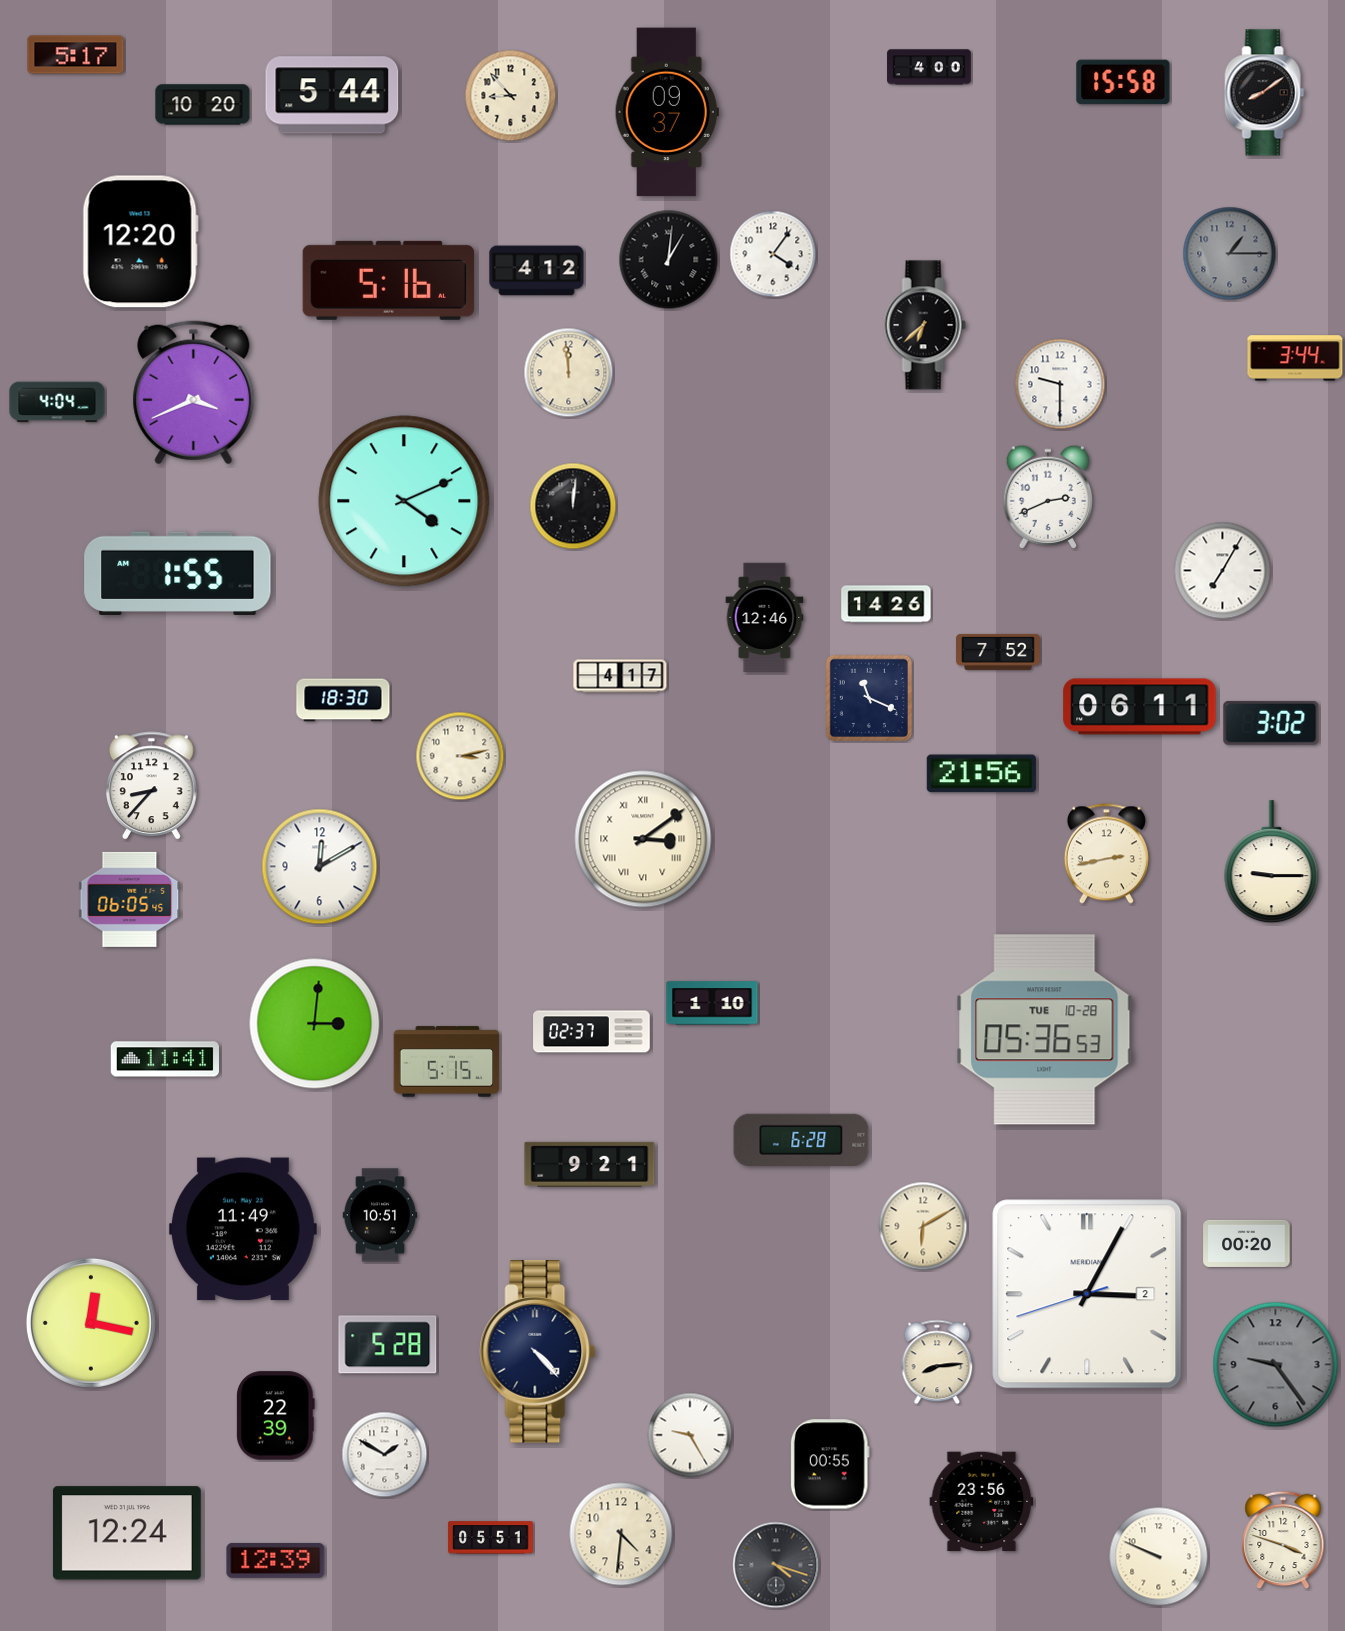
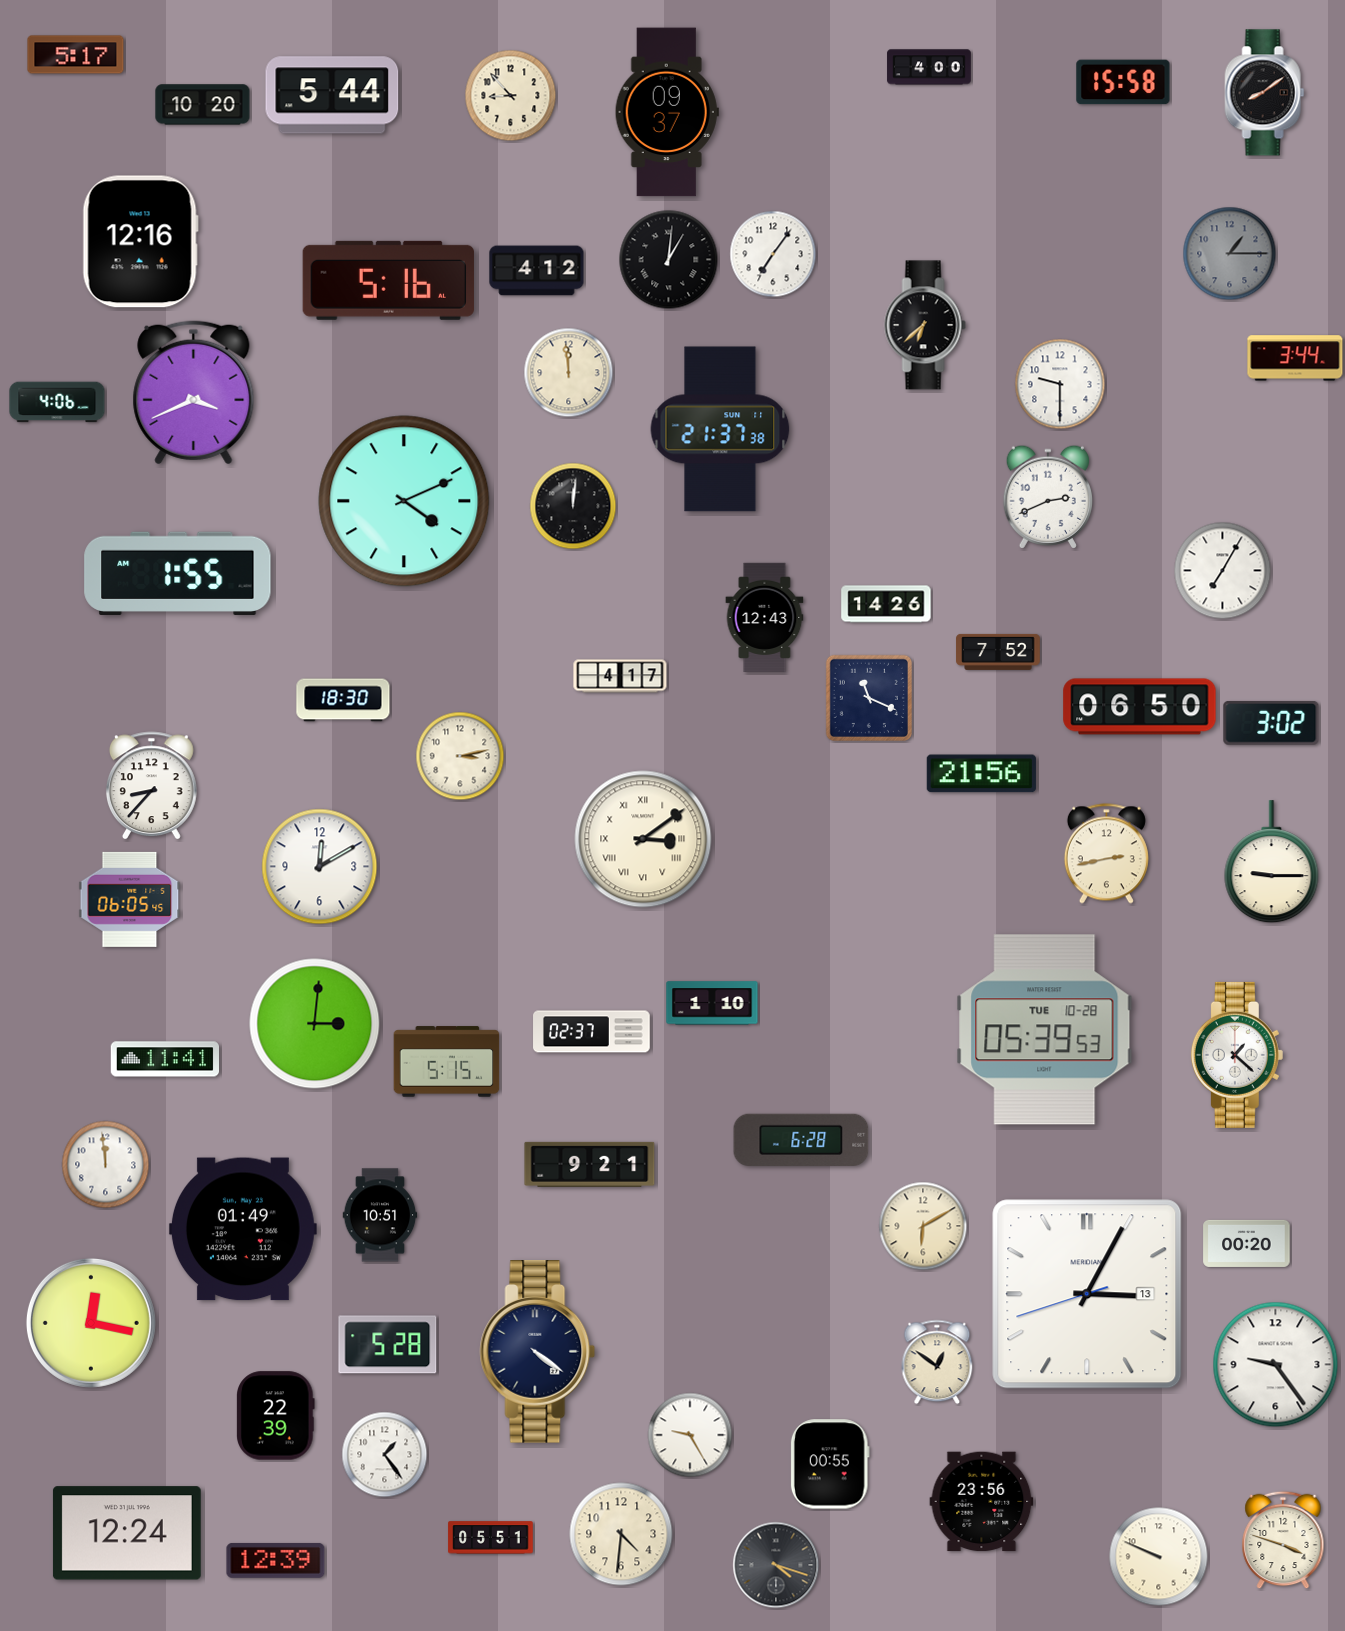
clock at (140, 242): 12:20 -> 12:16
clock at (773, 254): 4:06 -> 7:06
clock at (57, 402): 4:04 -> 4:06
clock at (720, 429): none -> 21:37
clock at (765, 617): 12:46 -> 12:43
clock at (1140, 707): 06:11 -> 06:50
clock at (1045, 1030): 05:36 -> 05:39
clock at (1237, 1055): none -> 1:22
clock at (106, 1165): none -> 11:59
clock at (243, 1229): 11:49 -> 01:49
clock at (1087, 1294) date: 2 -> 13
clock at (538, 1352): 4:23 -> 4:21
clock at (937, 1362): 8:14 -> 12:51
clock at (1276, 1365) dial: grey -> white
clock at (385, 1455): 1:50 -> 1:24
